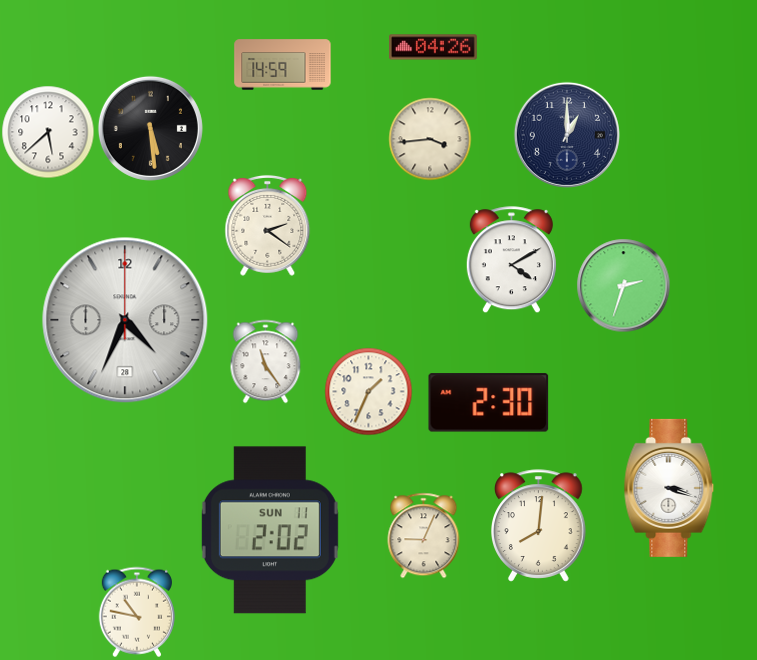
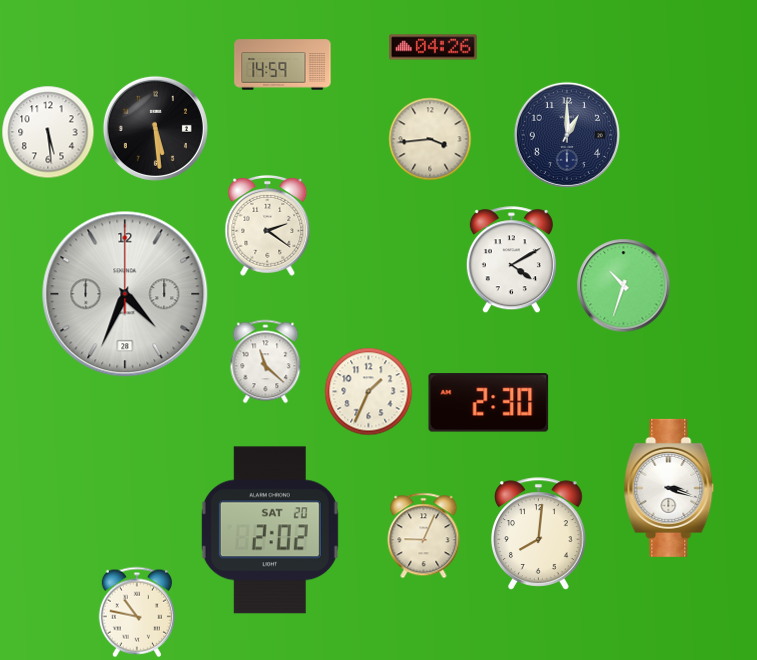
clock at (150, 128) position: (150, 128) -> (155, 128)
clock at (48, 132): 5:38 -> 5:29
clock at (623, 285): 2:33 -> 10:33
clock at (125, 320) position: (125, 320) -> (125, 294)
clock at (266, 361): 11:24 -> 11:22
clock at (539, 526) position: (539, 526) -> (539, 534)
clock at (270, 530) date: SUN 11 -> SAT 20
